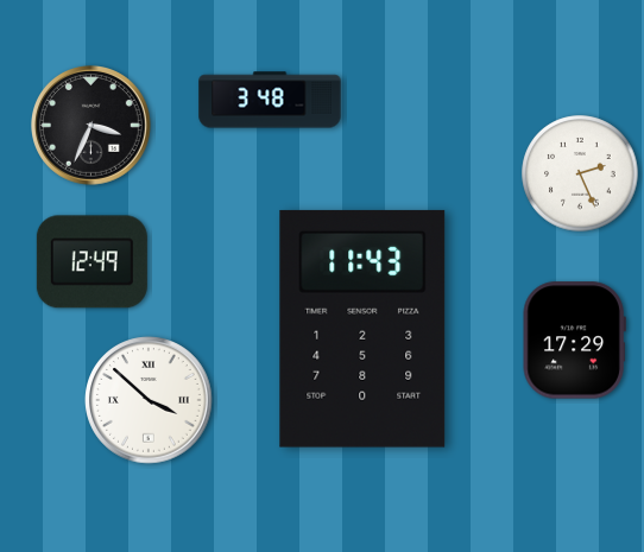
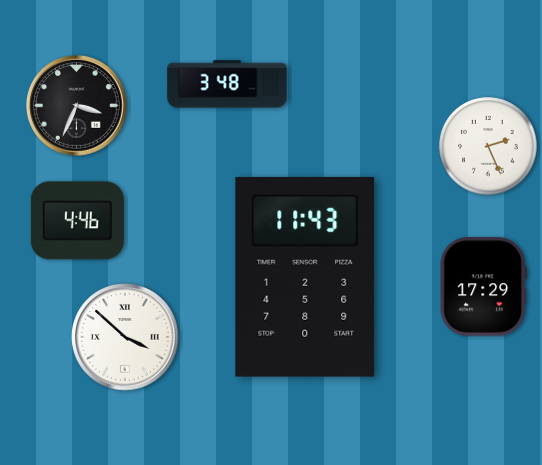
clock at (91, 262): 12:49 -> 4:46
